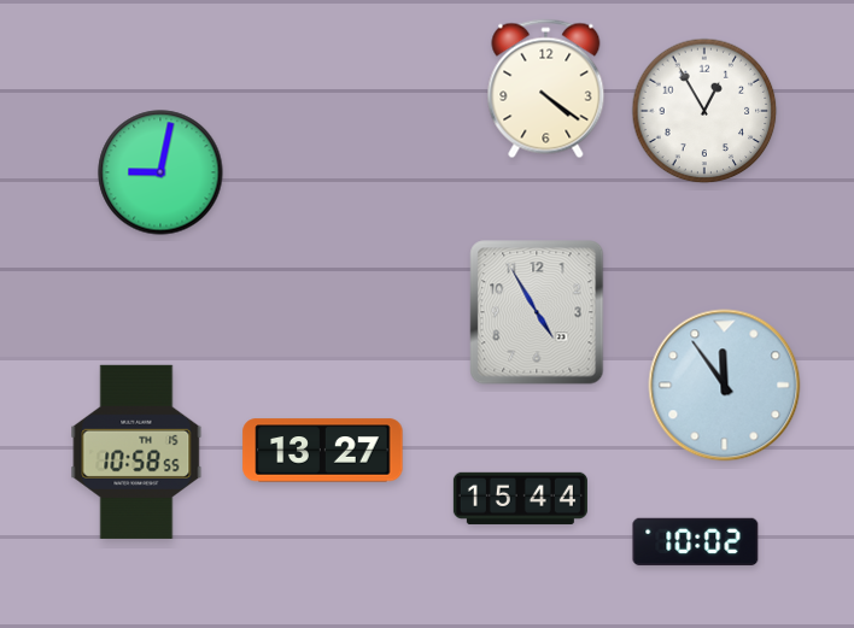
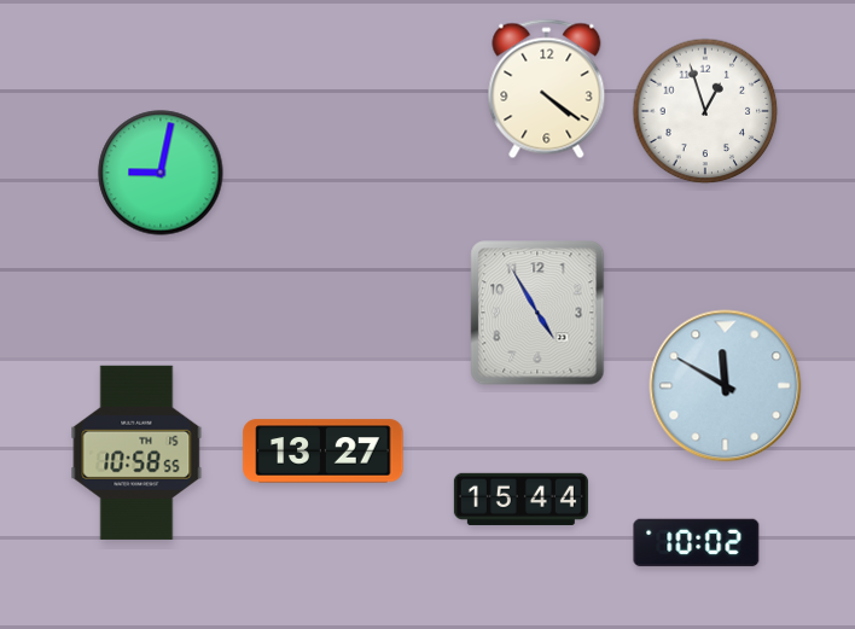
clock at (704, 111): 12:55 -> 12:57
clock at (725, 386): 11:54 -> 11:50
